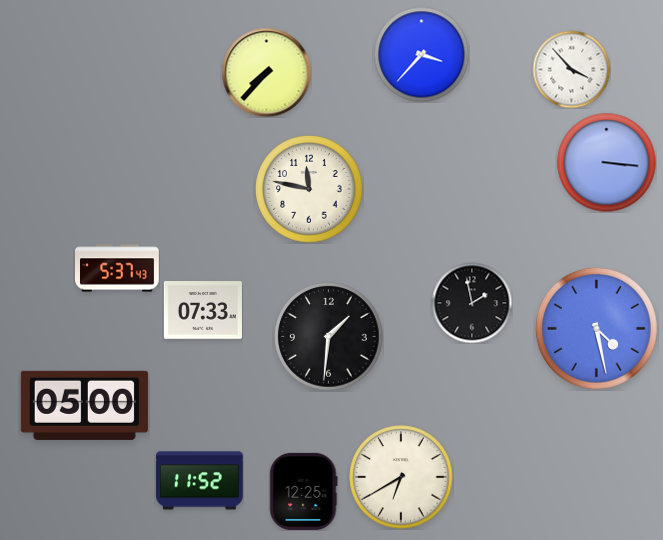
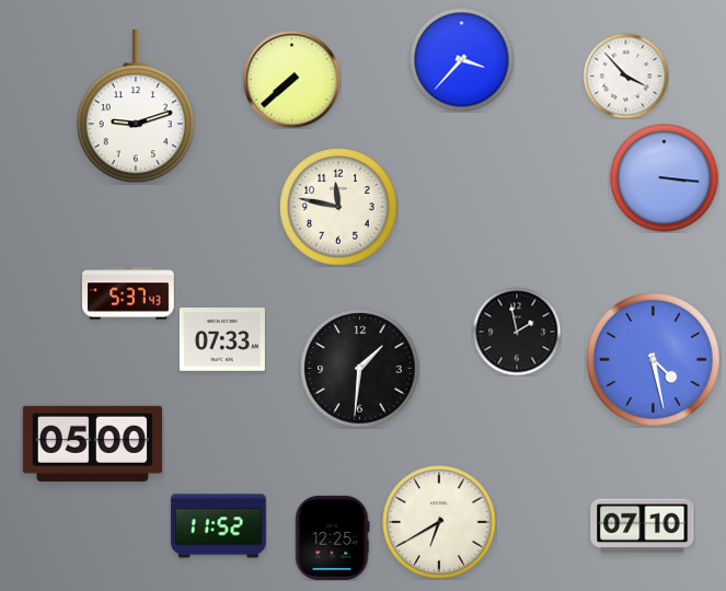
clock at (266, 72): 7:37 -> 7:38
clock at (135, 107): none -> 9:12
clock at (643, 526): none -> 07:10
